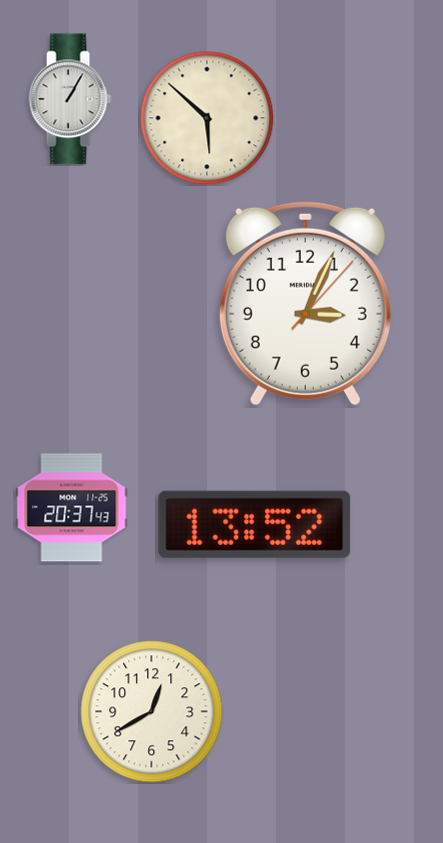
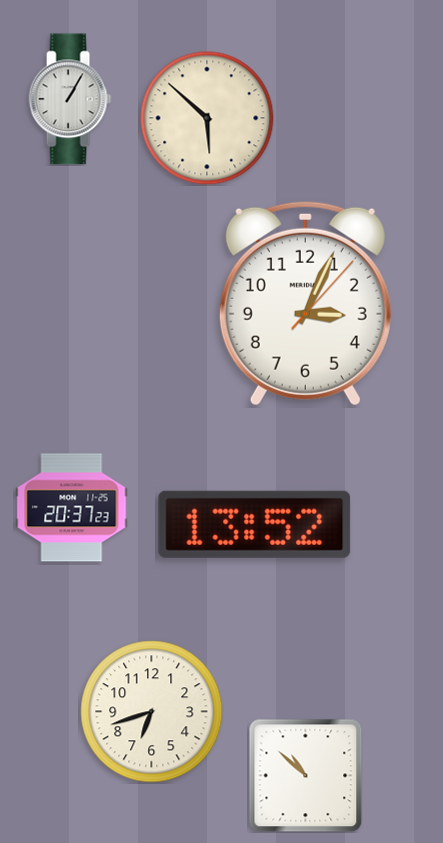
clock at (72, 508): 20:37:43 -> 20:37:23
clock at (152, 712): 12:40 -> 6:42
clock at (305, 775): none -> 10:52
